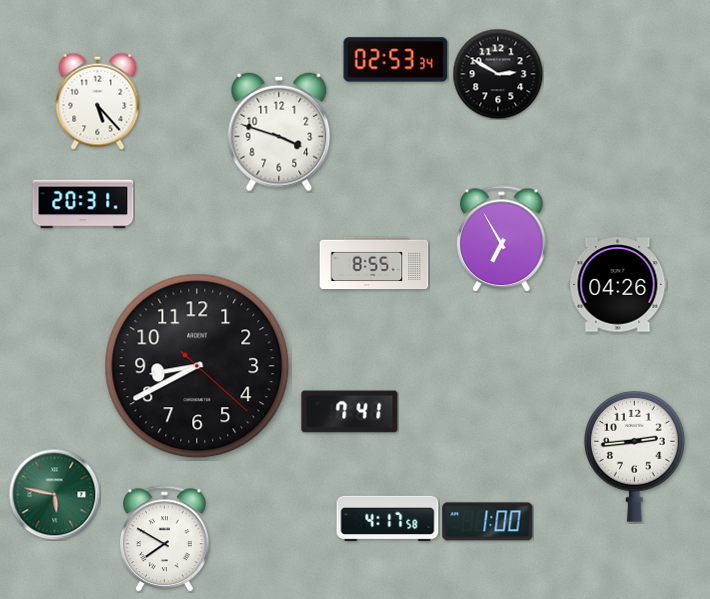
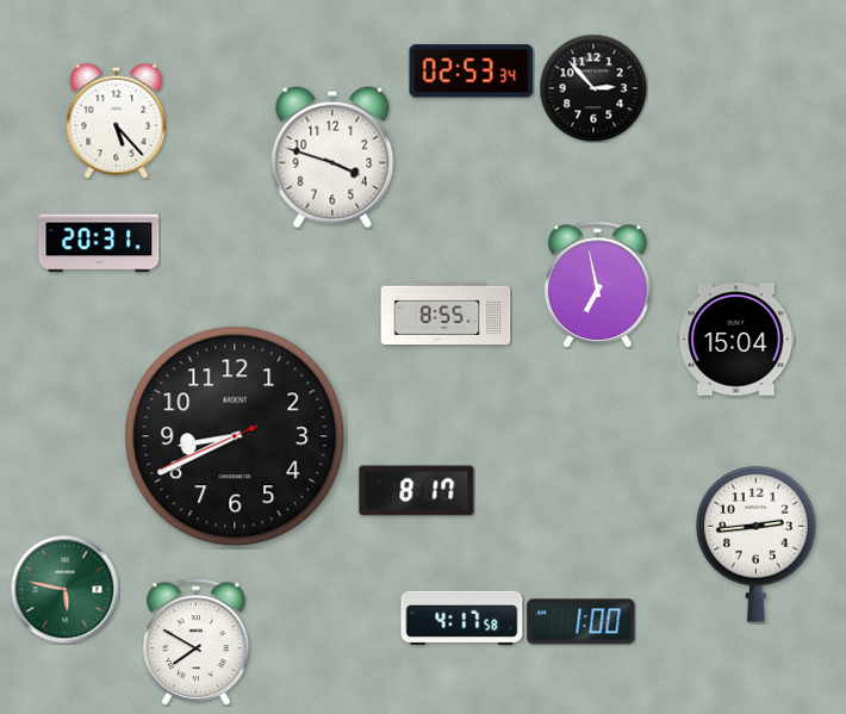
clock at (498, 74): 2:50 -> 2:53
clock at (502, 239): 6:55 -> 6:58
clock at (618, 285): 04:26 -> 15:04
clock at (197, 366): 8:40:22 -> 8:40:41
clock at (350, 412): 7:41 -> 8:17
